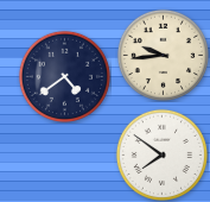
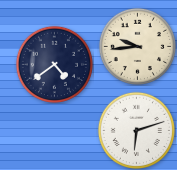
clock at (161, 154): 7:51 -> 6:12
